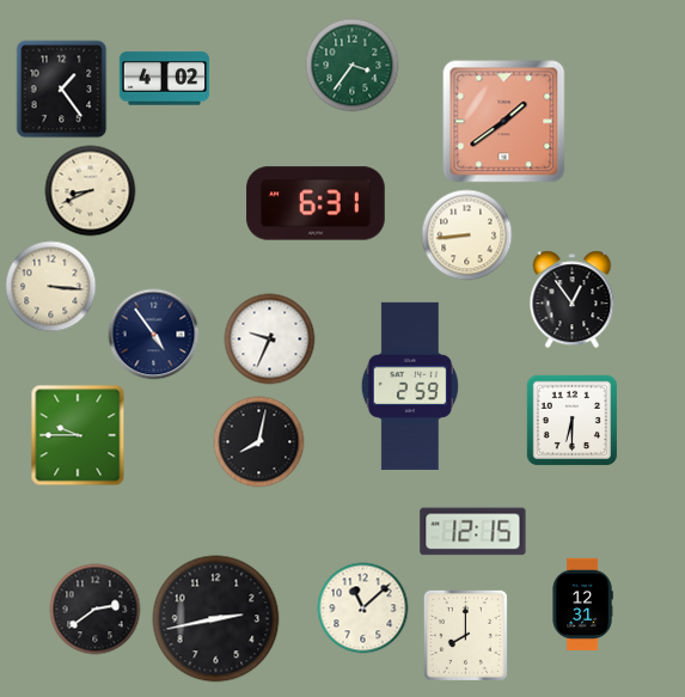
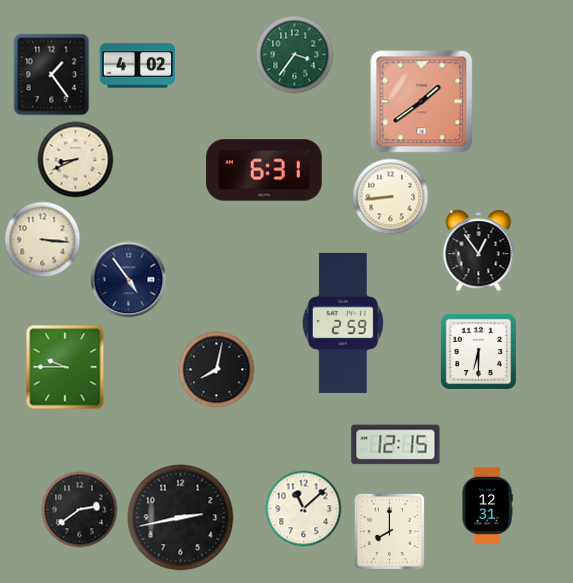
clock at (270, 340): 9:34 -> none
clock at (78, 435) position: (78, 435) -> (65, 367)
